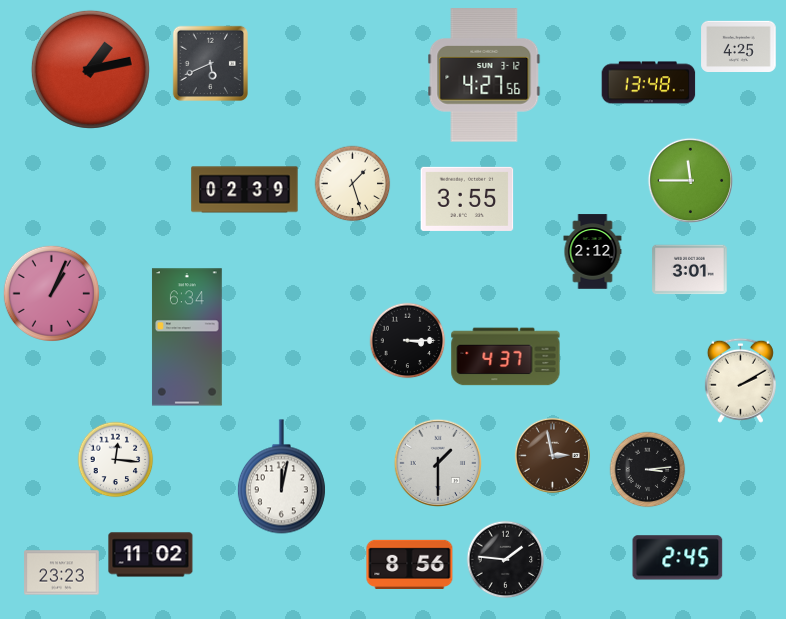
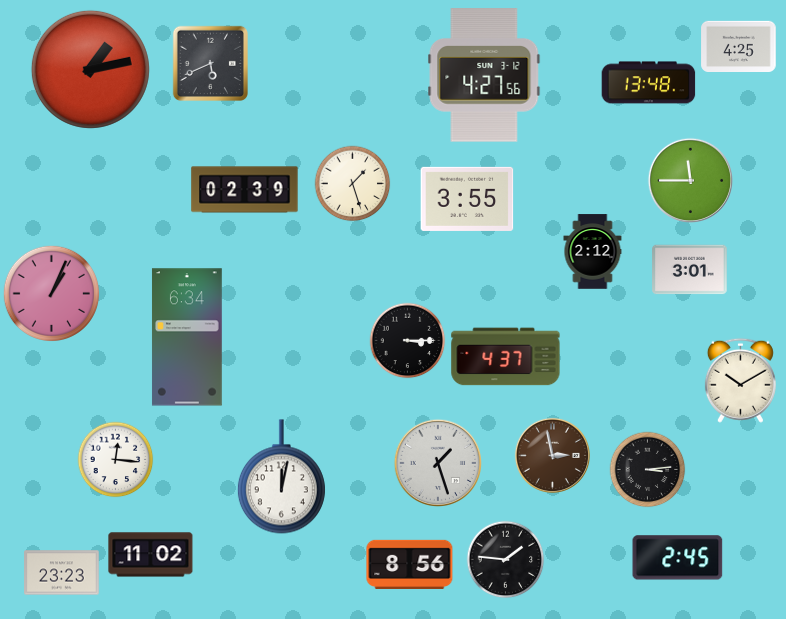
clock at (740, 380): 2:10 -> 10:10
clock at (437, 462): 1:30 -> 1:27
